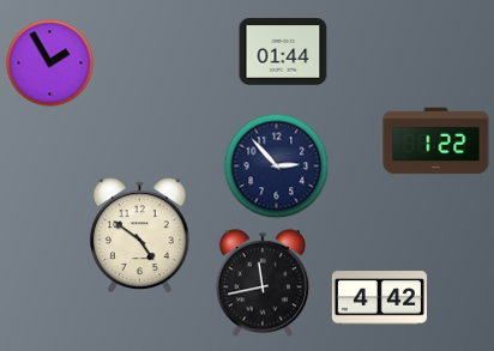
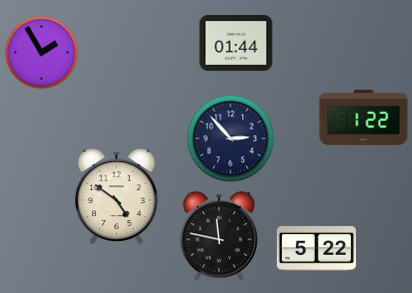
clock at (263, 283): 11:43 -> 11:47
clock at (379, 298): 4:42 -> 5:22
